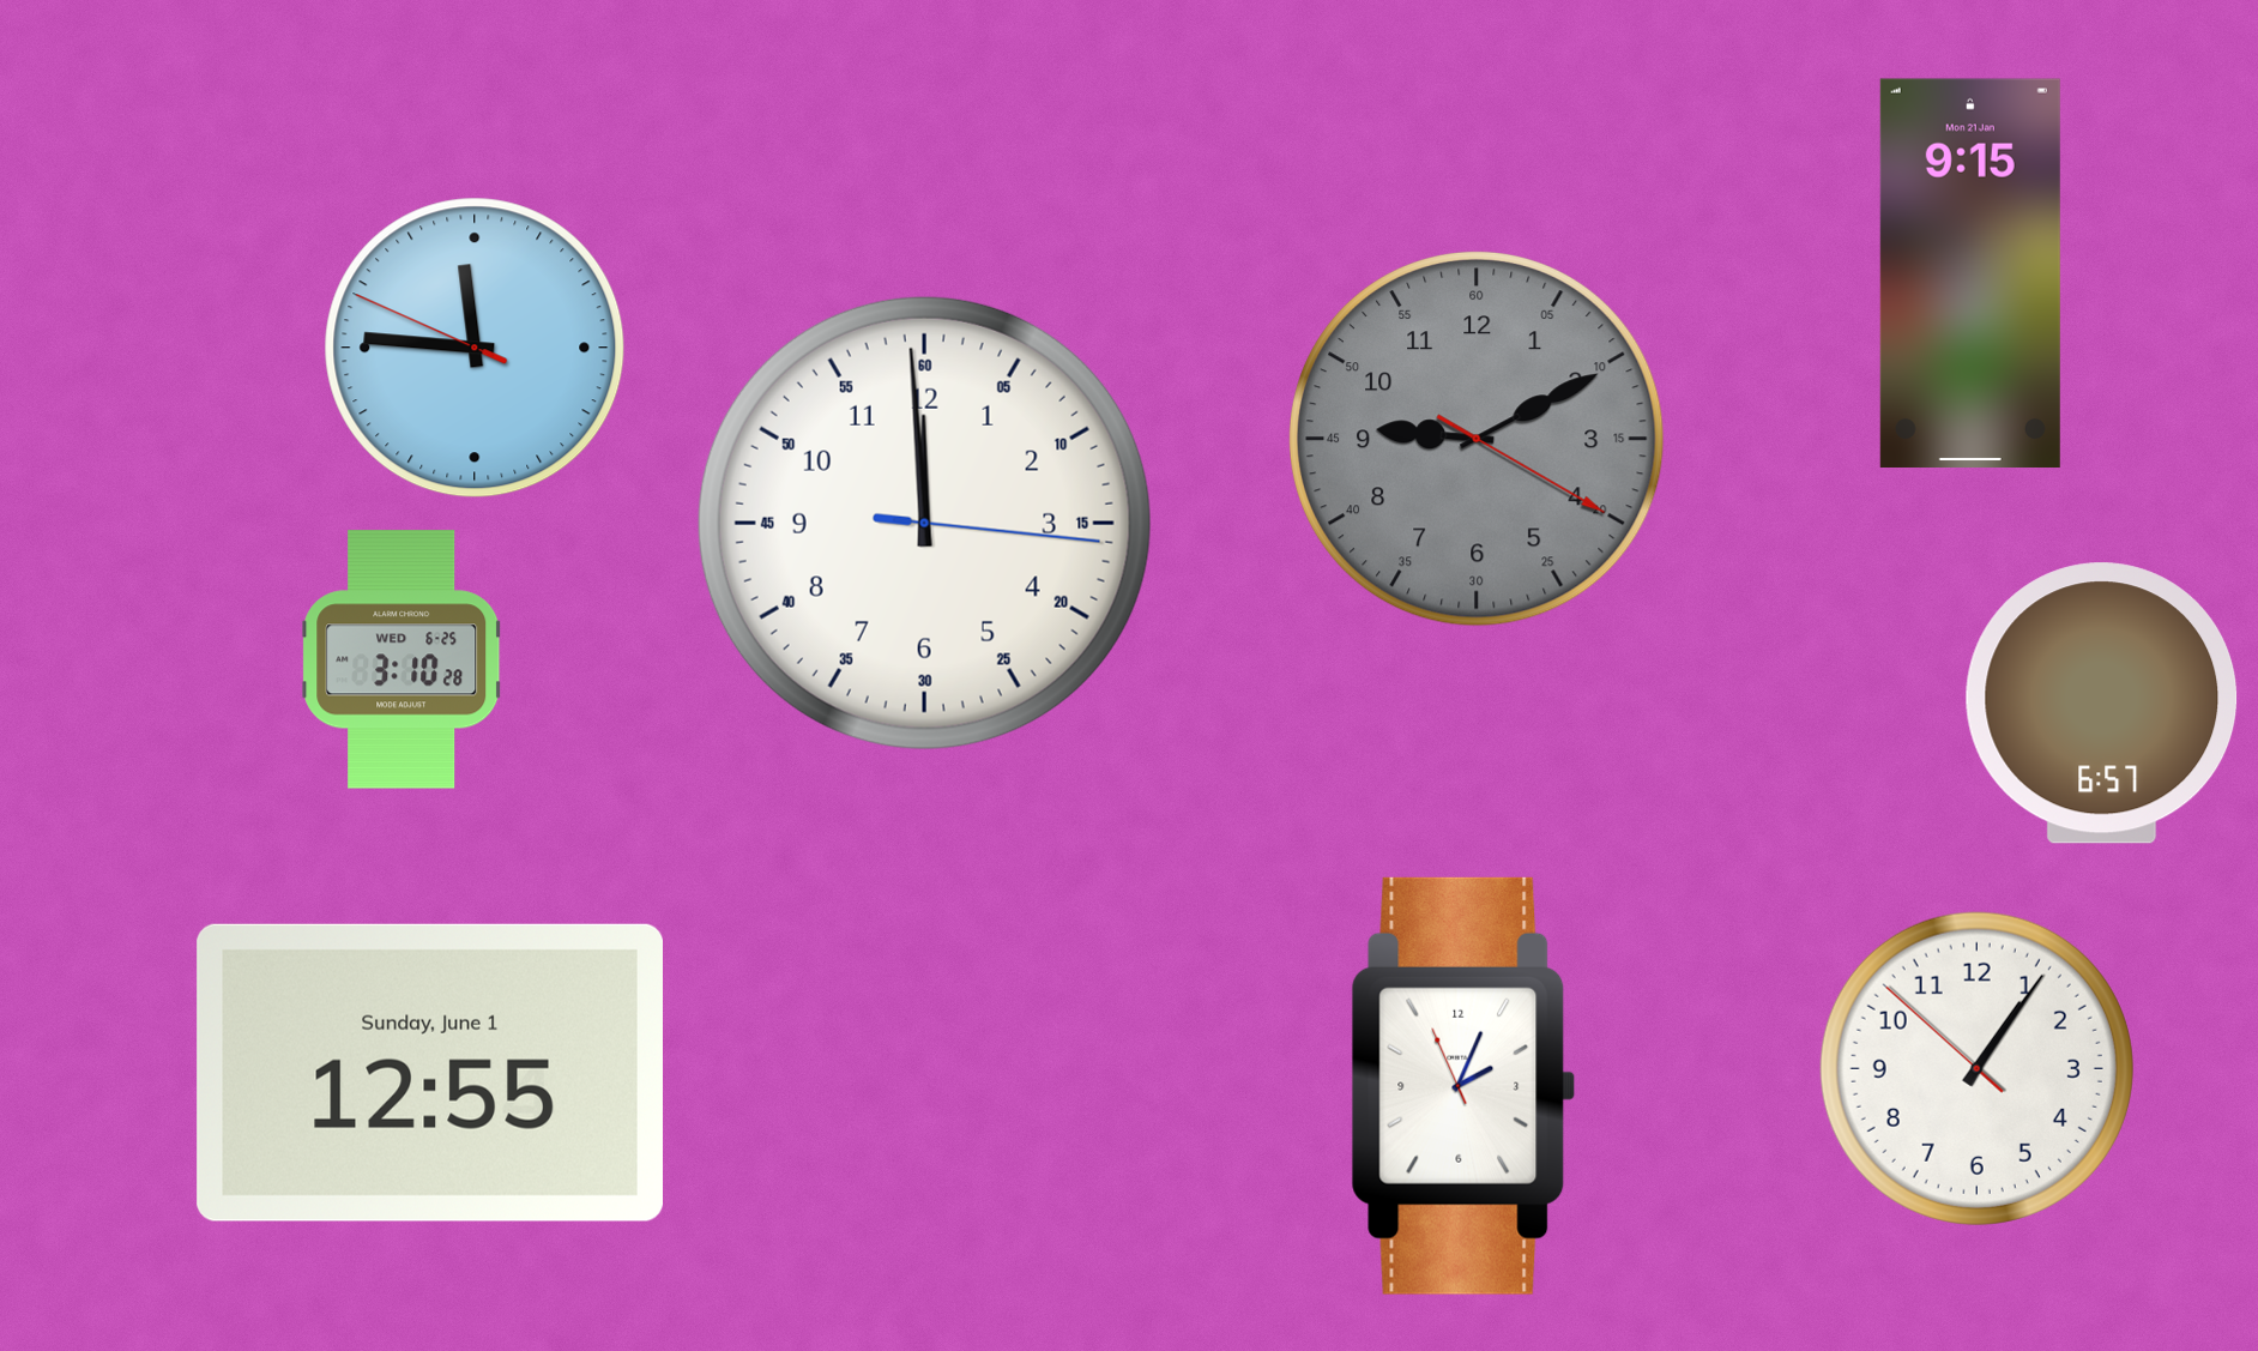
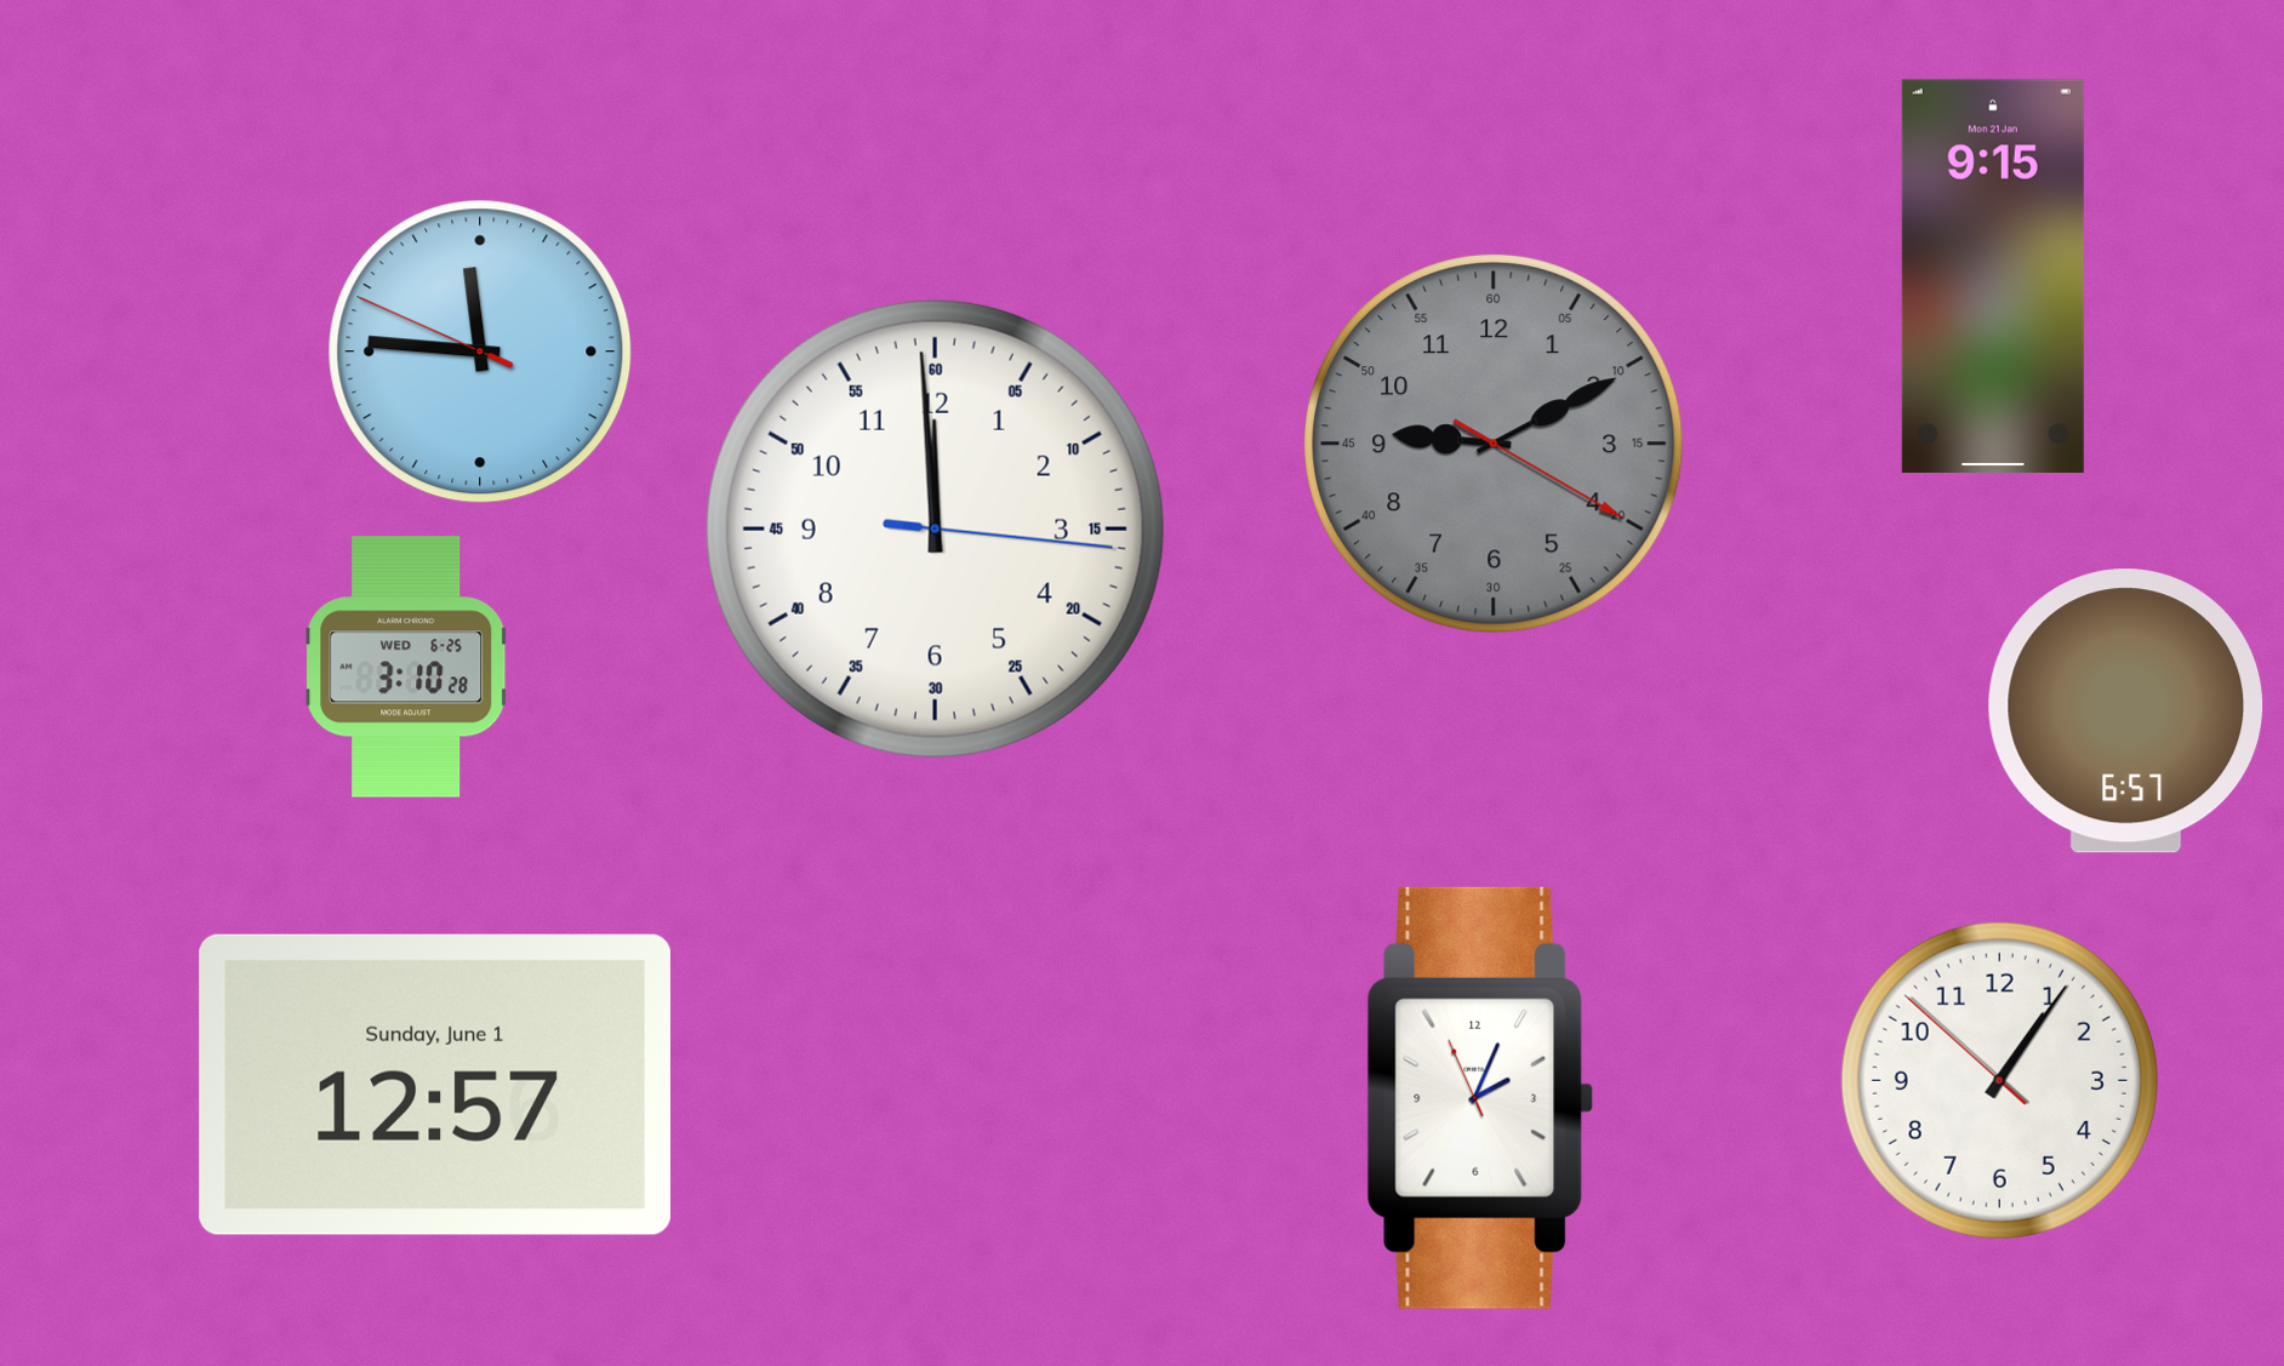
clock at (429, 1073): 12:55 -> 12:57
